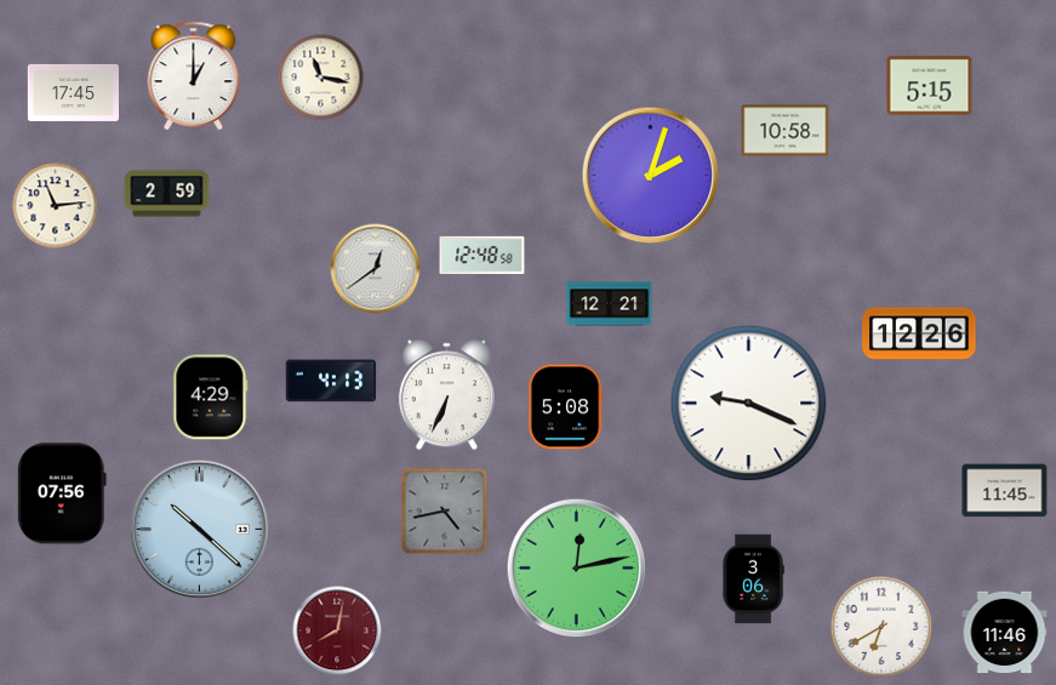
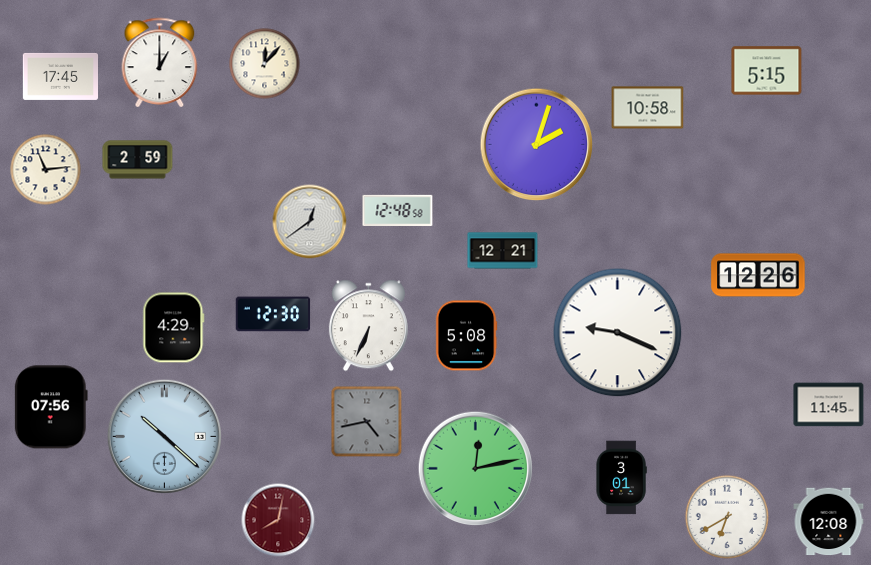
clock at (321, 78): 11:17 -> 12:07
clock at (331, 381): 4:13 -> 12:30
clock at (753, 580): 3:06 -> 3:01
clock at (1005, 633): 11:46 -> 12:08
